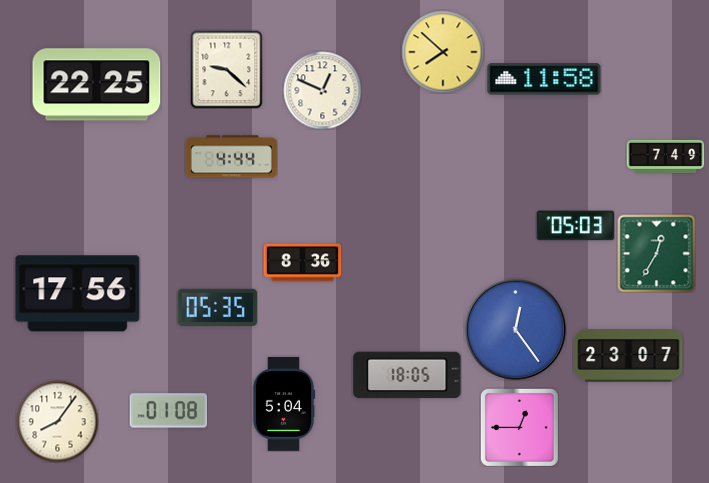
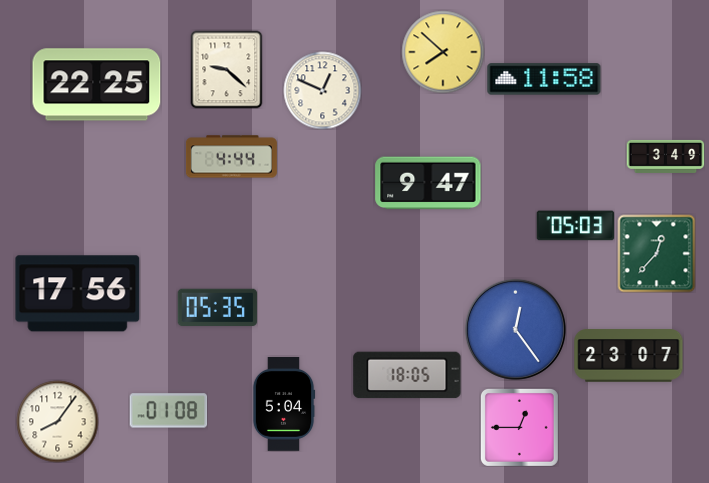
clock at (665, 156): 7:49 -> 3:49
clock at (428, 183): none -> 9:47
clock at (656, 253): 12:35 -> 12:37
clock at (302, 263): 8:36 -> none
